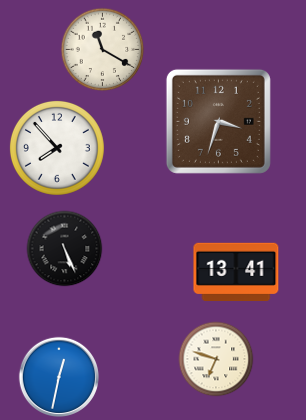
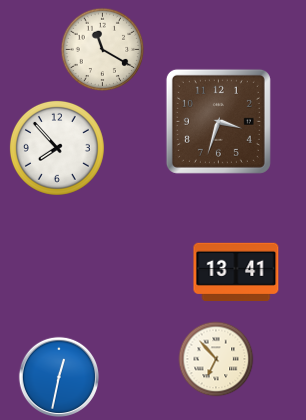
clock at (65, 249): 5:26 -> none
clock at (216, 359): 6:48 -> 6:53
